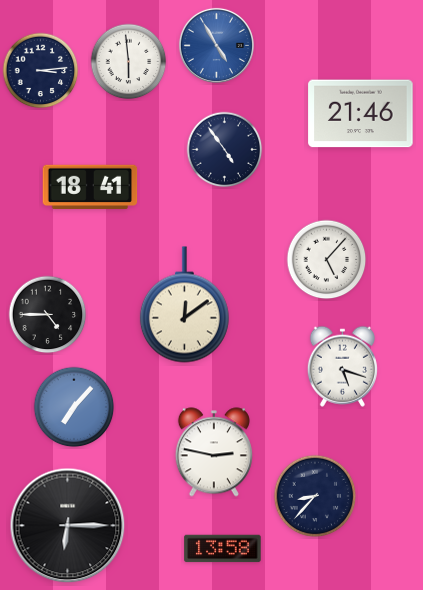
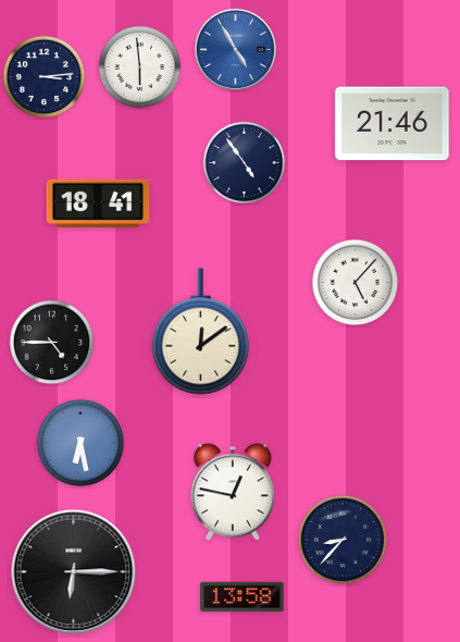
clock at (342, 366): 5:18 -> none
clock at (74, 407): 7:07 -> 6:28
clock at (214, 452): 2:47 -> 12:47
